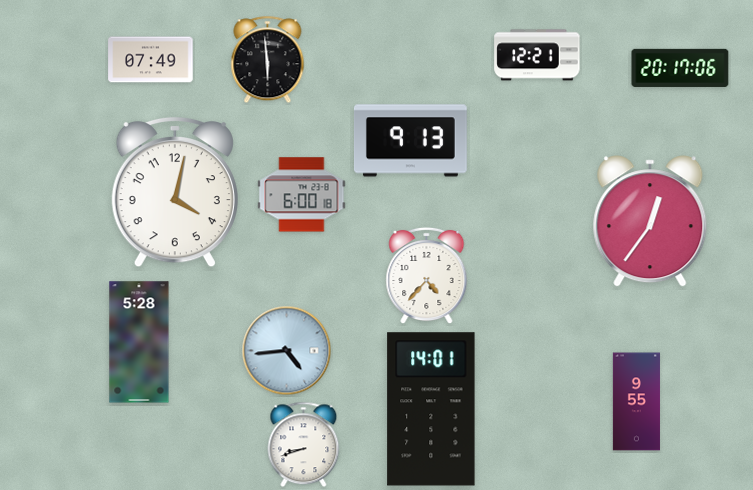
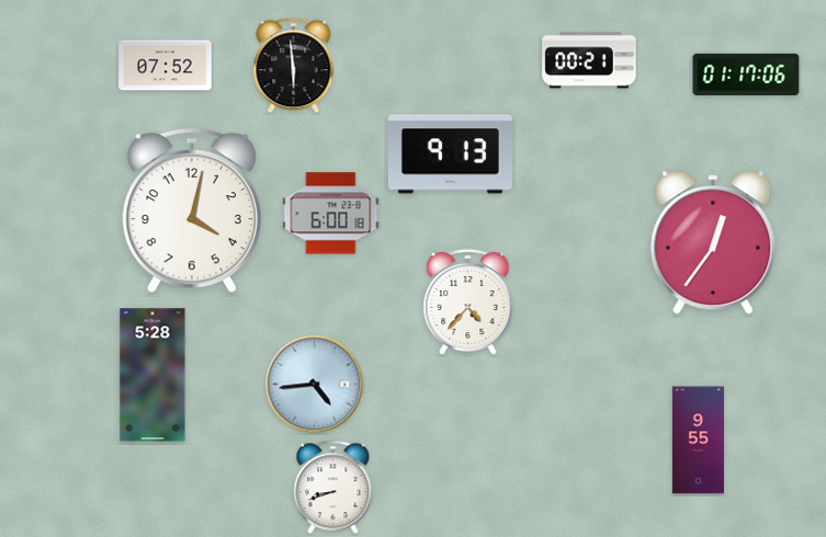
clock at (537, 55): 12:21 -> 00:21
clock at (151, 60): 07:49 -> 07:52
clock at (680, 68): 20:17 -> 01:17
clock at (431, 409): 14:01 -> none
